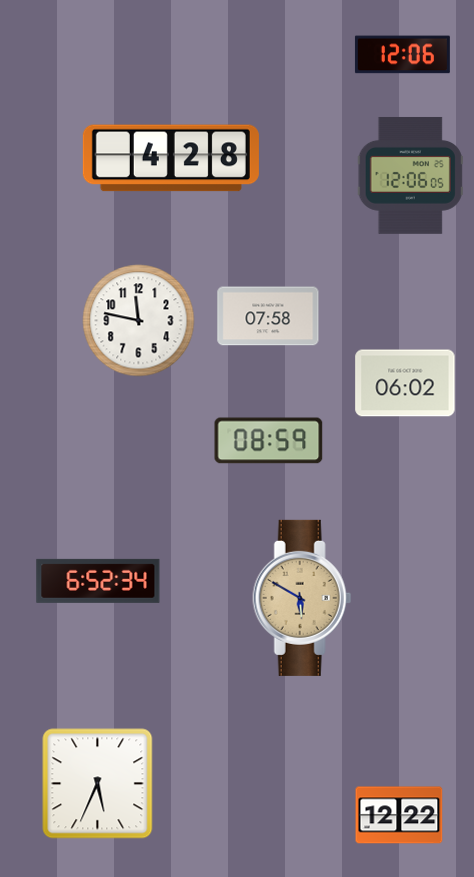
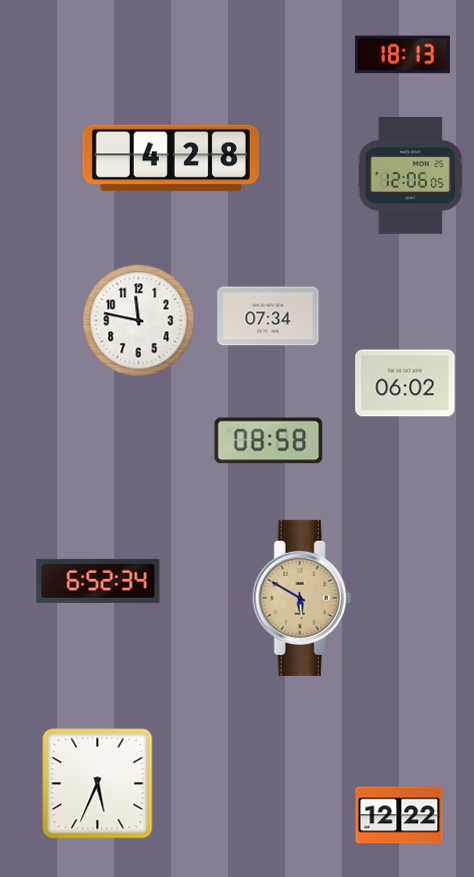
clock at (402, 55): 12:06 -> 18:13
clock at (268, 316): 07:58 -> 07:34
clock at (269, 441): 08:59 -> 08:58
